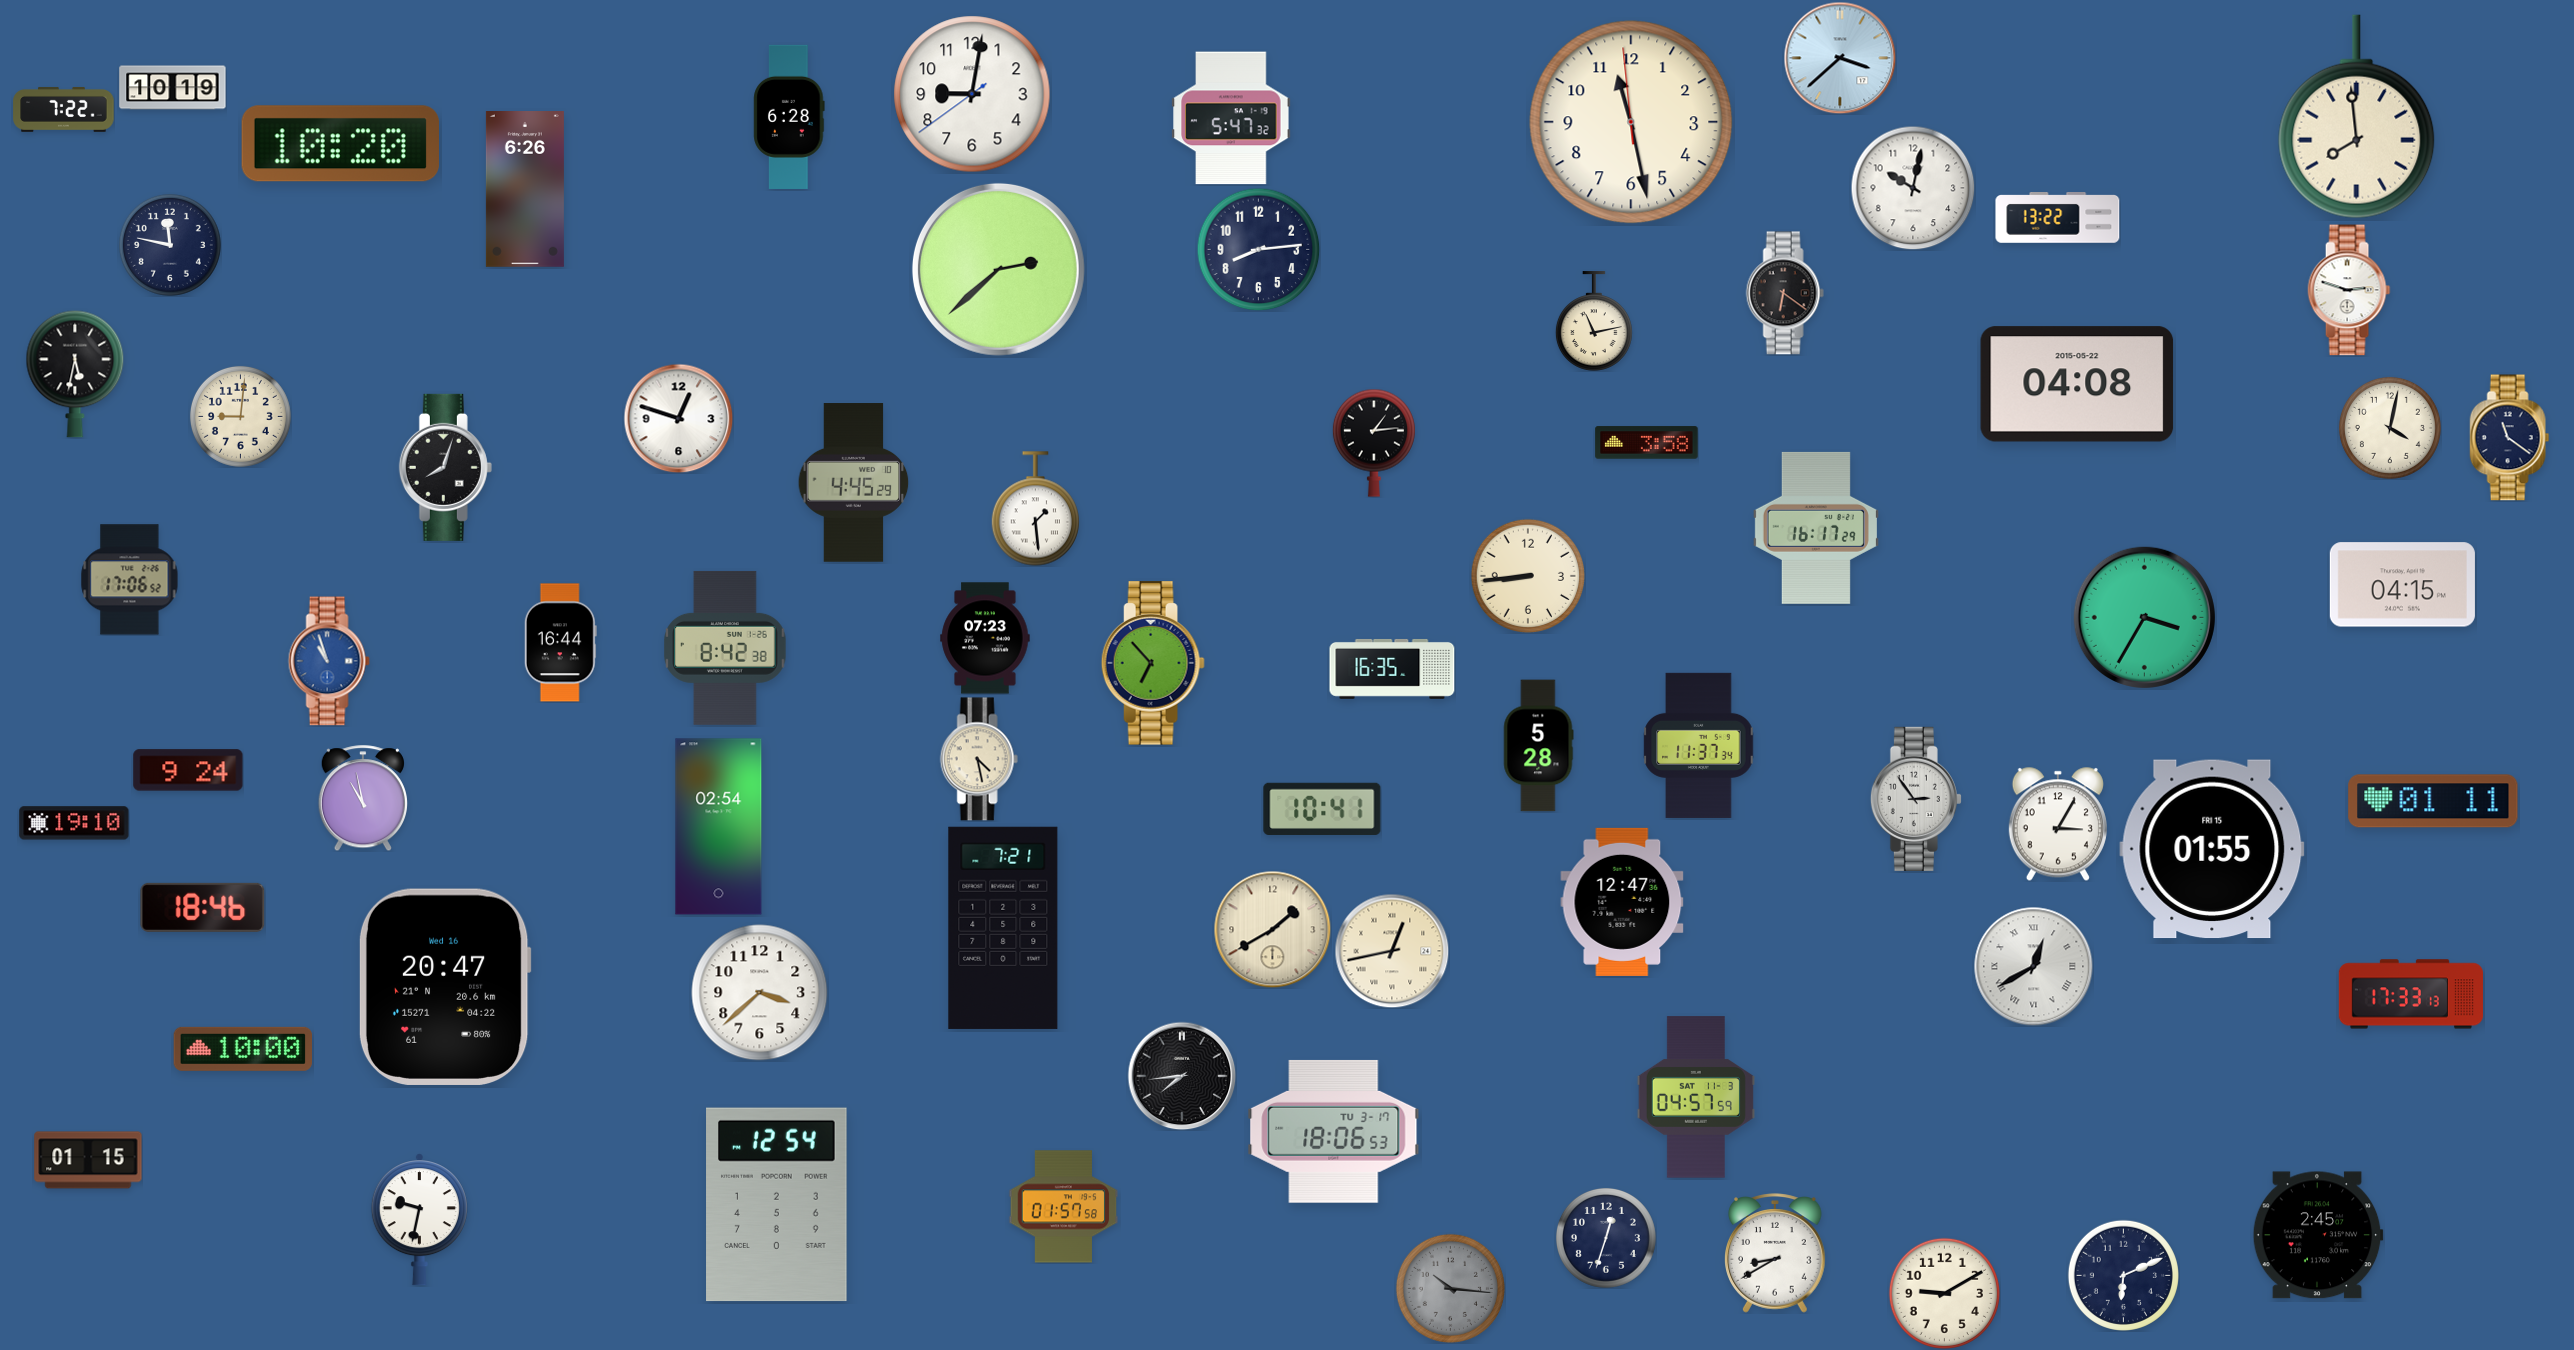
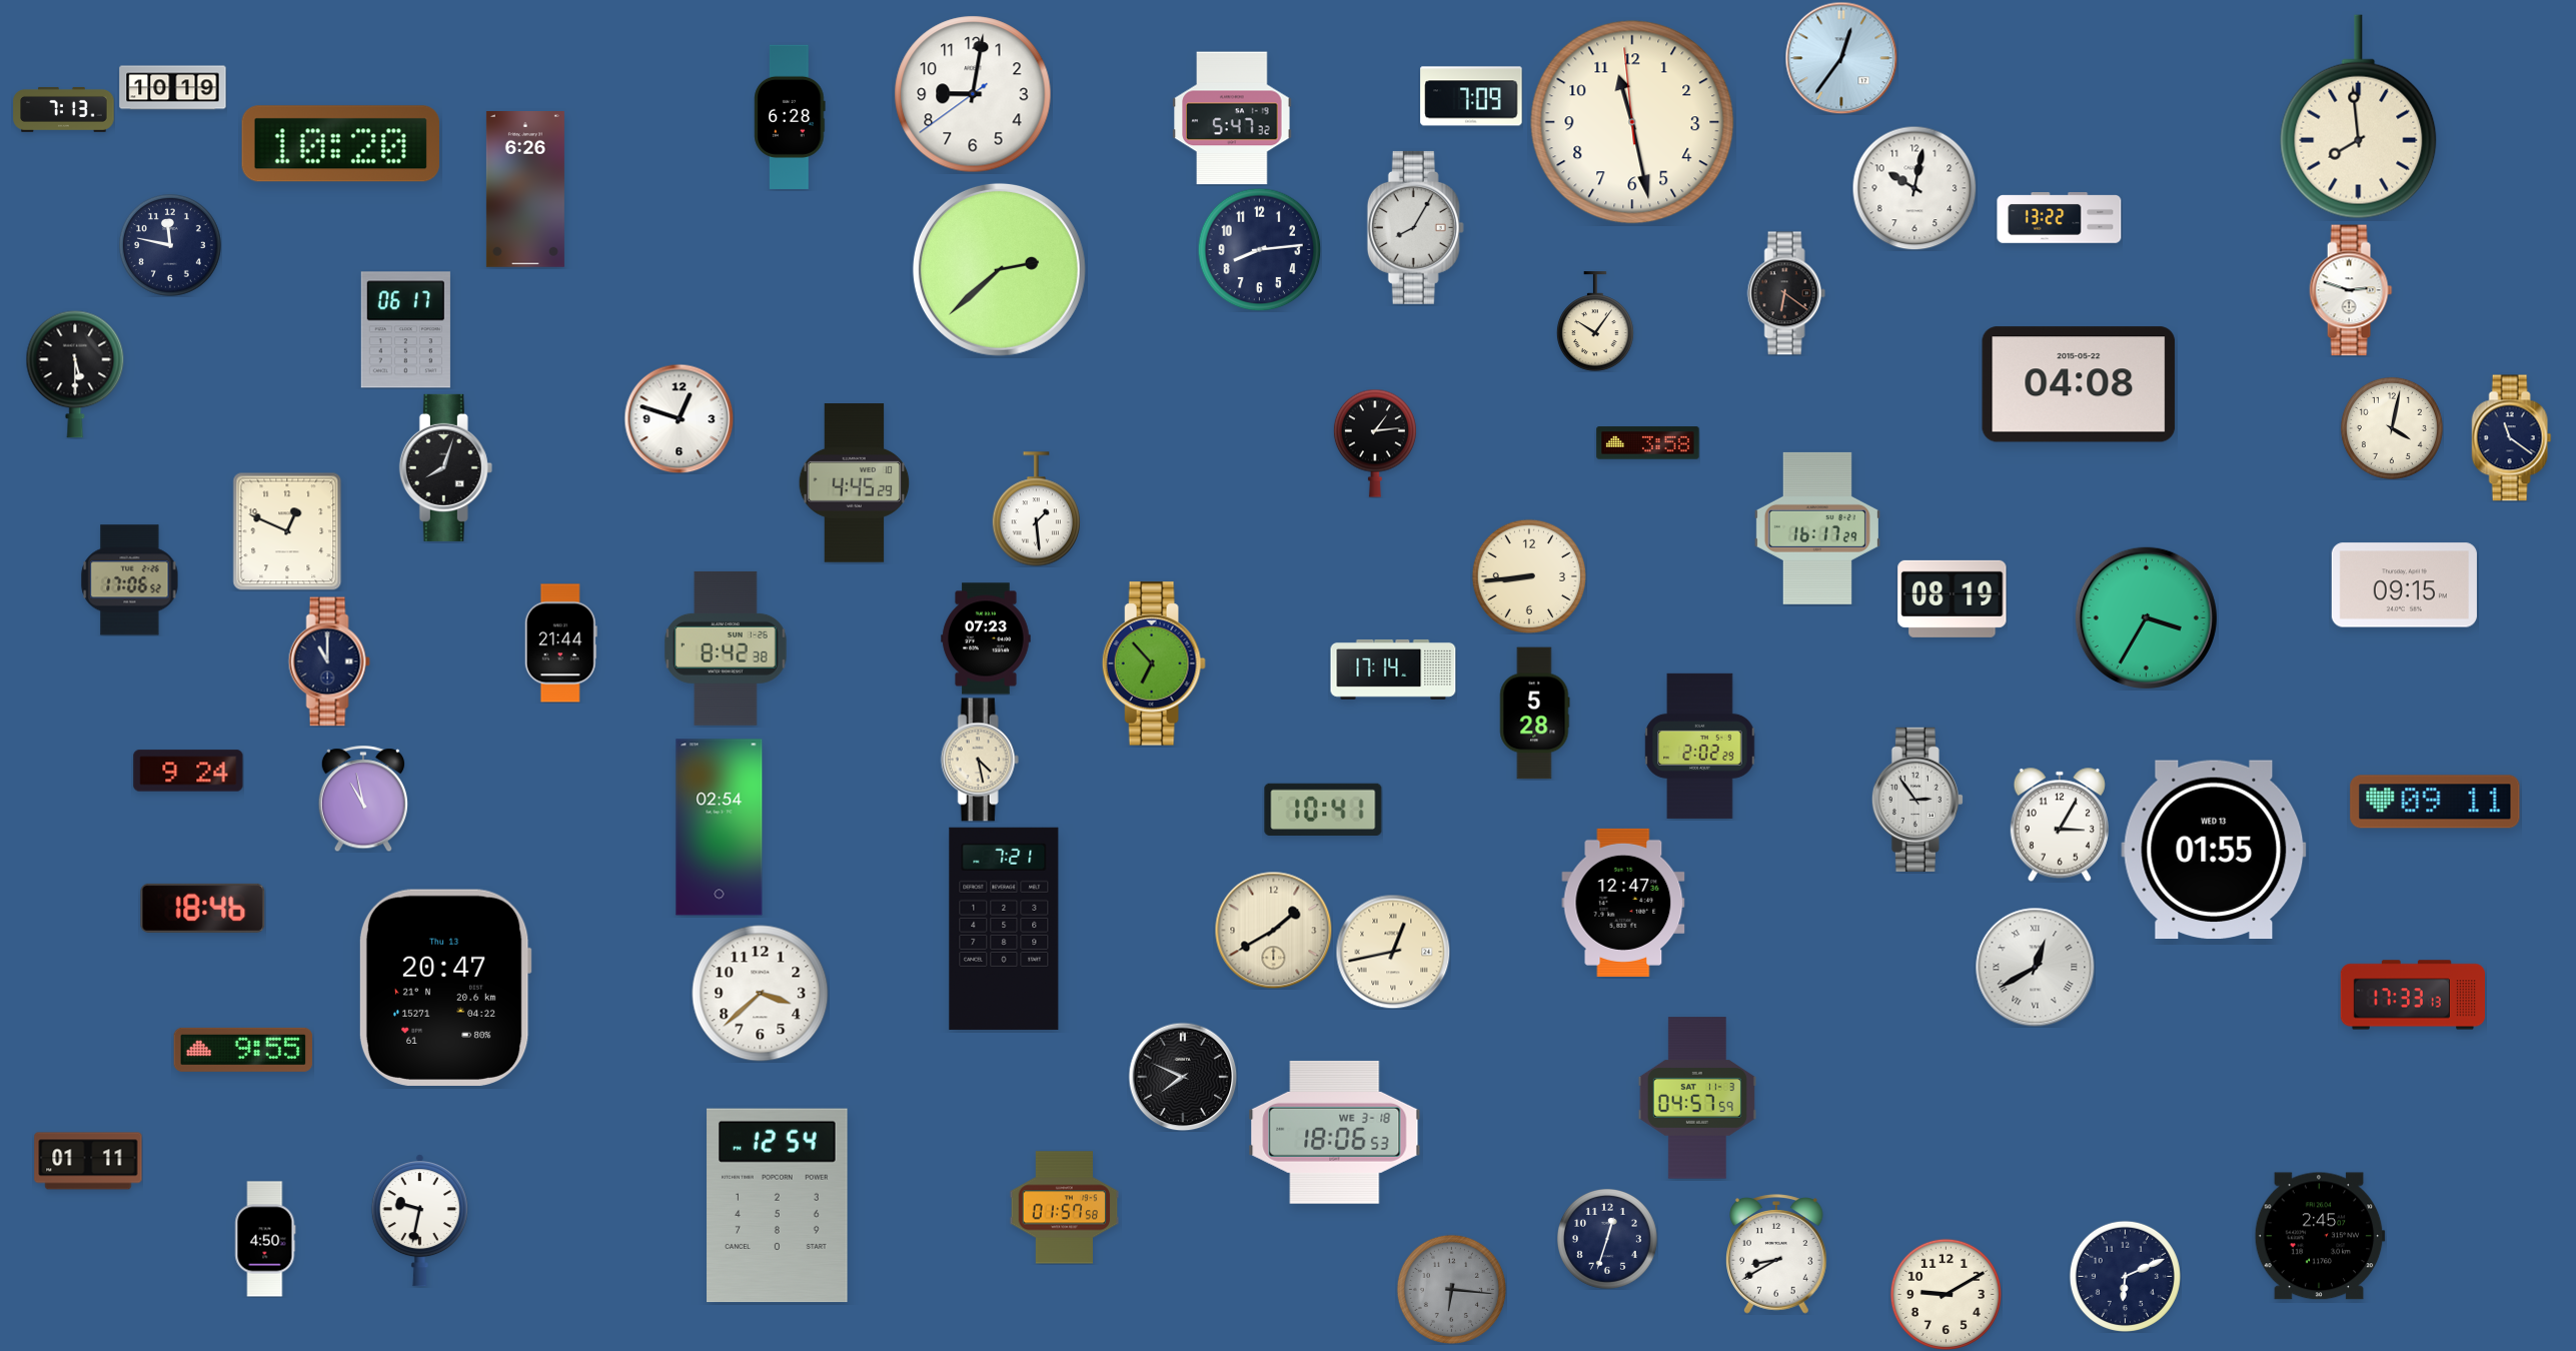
clock at (1840, 58): 3:38 -> 12:36
clock at (1471, 96): none -> 7:09
clock at (64, 109): 7:22 -> 7:13
clock at (1415, 227): none -> 8:05
clock at (1594, 321): 11:13 -> 10:06
clock at (405, 330): none -> 06:17
clock at (75, 374): 5:32 -> 5:30
clock at (240, 416): 9:01 -> none
clock at (287, 531): none -> 12:49
clock at (2402, 585): 04:15 -> 09:15
clock at (1953, 598): none -> 08:19
clock at (560, 643): 16:44 -> 21:44
clock at (329, 661): 10:57 -> 11:00
clock at (329, 661) dial: blue -> navy
clock at (1392, 669): 16:35 -> 17:14
clock at (1699, 745): 11:37 -> 2:02
clock at (1538, 746) position: (1538, 746) -> (1534, 714)
clock at (2433, 801): 01:11 -> 09:11
clock at (74, 823): 19:10 -> none
clock at (2212, 849) date: FRI 15 -> WED 13
clock at (445, 987) date: Wed 16 -> Thu 13
clock at (243, 1049): 10:00 -> 9:55
clock at (1182, 1076): 7:44 -> 7:49
clock at (1334, 1131) date: TU 3-17 -> WE 3-18
clock at (88, 1160): 01:15 -> 01:11
clock at (265, 1239): none -> 4:50
clock at (1450, 1288): 10:16 -> 6:16
